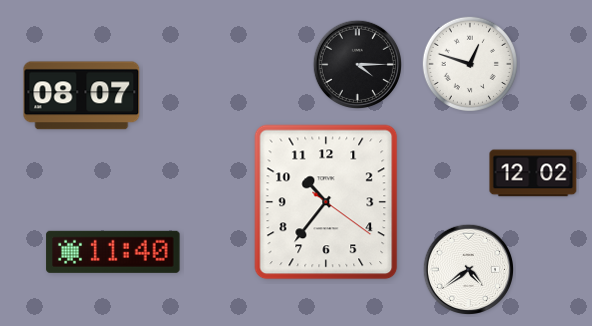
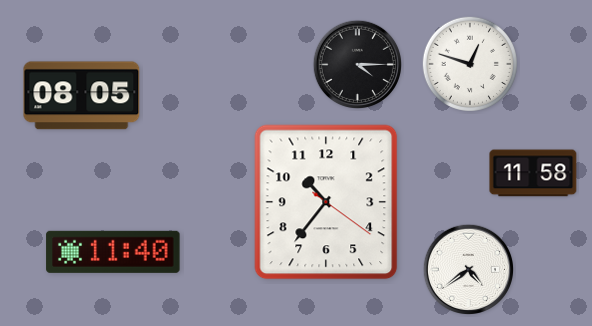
clock at (82, 96): 08:07 -> 08:05
clock at (533, 173): 12:02 -> 11:58
